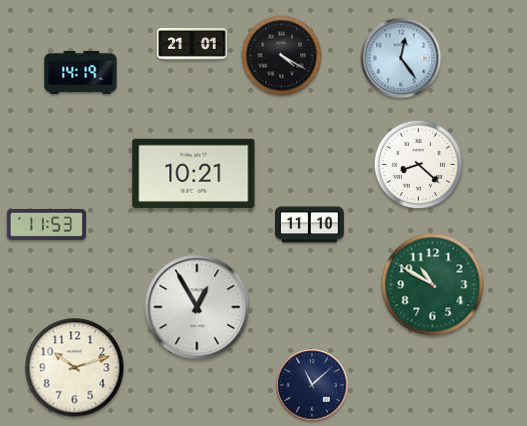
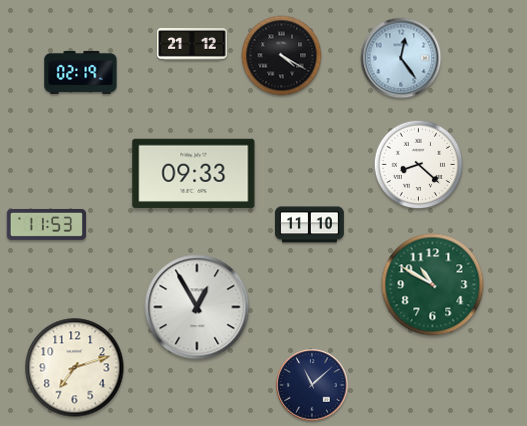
clock at (192, 45): 21:01 -> 21:12
clock at (81, 72): 14:19 -> 02:19
clock at (194, 173): 10:21 -> 09:33
clock at (75, 368): 10:12 -> 7:12
